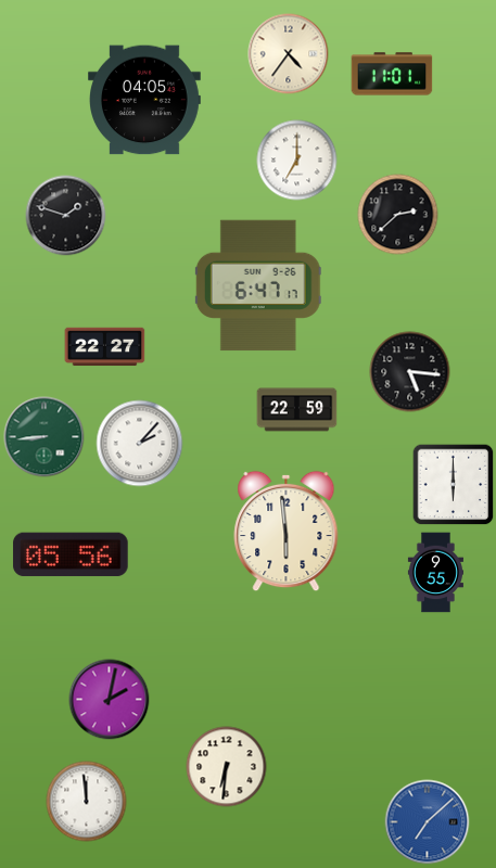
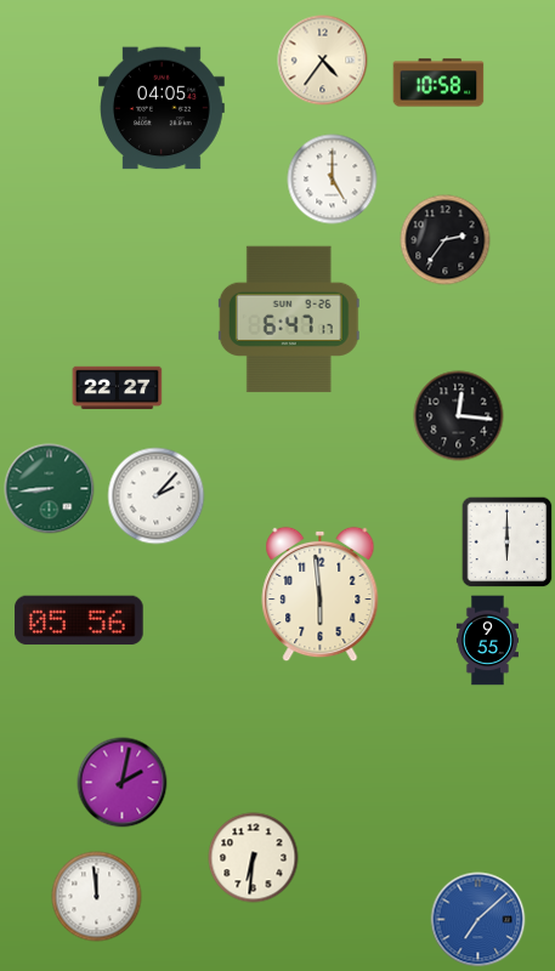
clock at (392, 74): 11:01 -> 10:58
clock at (145, 100) position: (145, 100) -> (163, 108)
clock at (297, 161): 7:00 -> 5:00
clock at (398, 215): 2:38 -> 2:36
clock at (66, 216): 1:48 -> none
clock at (410, 372): 5:16 -> 12:16
clock at (297, 410): 22:59 -> none
